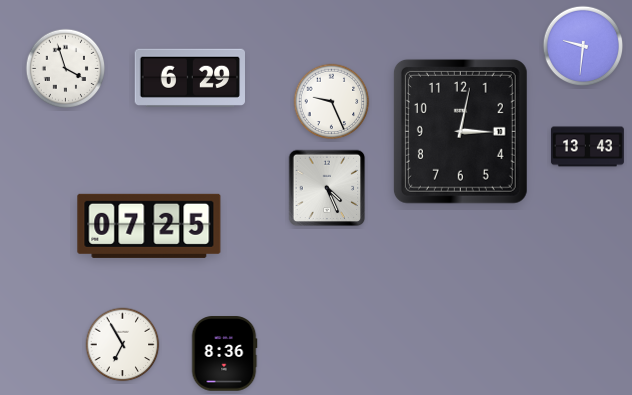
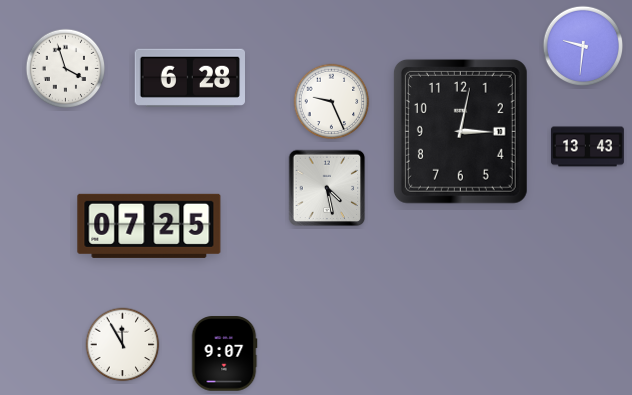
clock at (189, 77): 6:29 -> 6:28
clock at (327, 188): 4:26 -> 4:28
clock at (123, 345): 6:55 -> 11:55
clock at (224, 354): 8:36 -> 9:07
